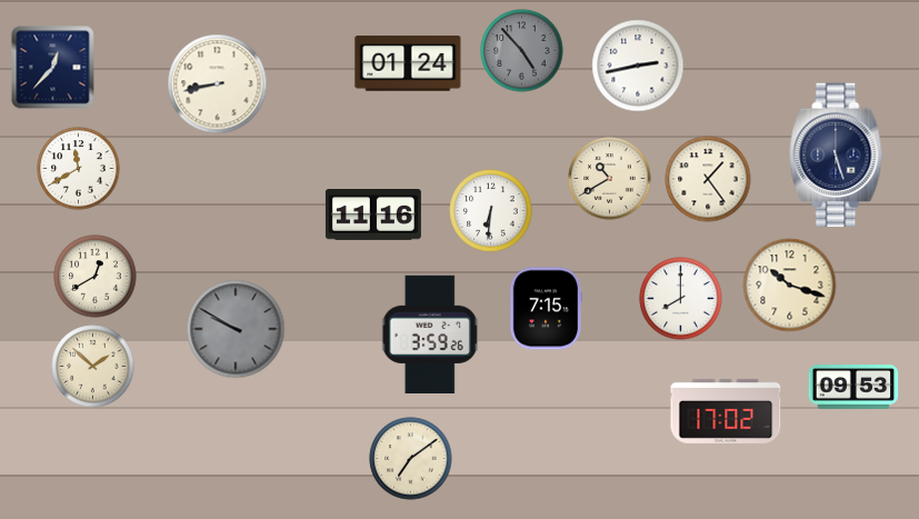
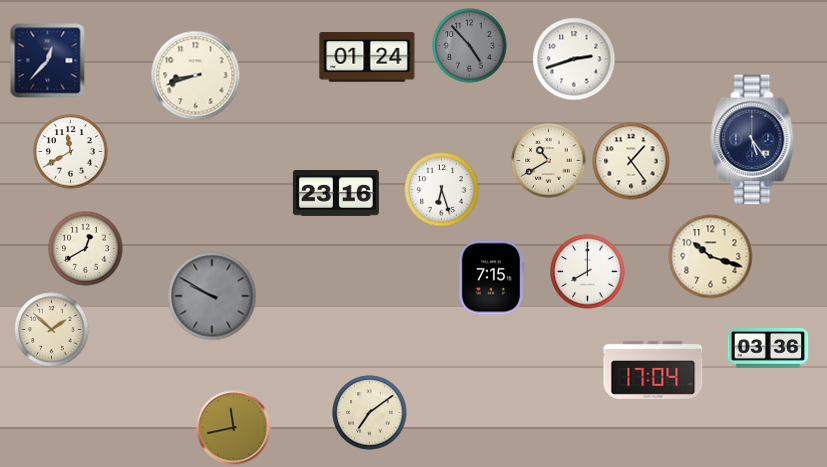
clock at (638, 66): 2:43 -> 2:42
clock at (218, 84): 8:43 -> 8:42
clock at (837, 156): 5:27 -> 5:24
clock at (708, 179) position: (708, 179) -> (631, 161)
clock at (491, 211): 6:31 -> 6:27
clock at (373, 216): 11:16 -> 23:16
clock at (681, 299) position: (681, 299) -> (588, 272)
clock at (430, 333): 3:59 -> none
clock at (93, 367) position: (93, 367) -> (52, 330)
clock at (853, 388): 09:53 -> 03:36
clock at (726, 411): 17:02 -> 17:04
clock at (234, 428): none -> 11:43
